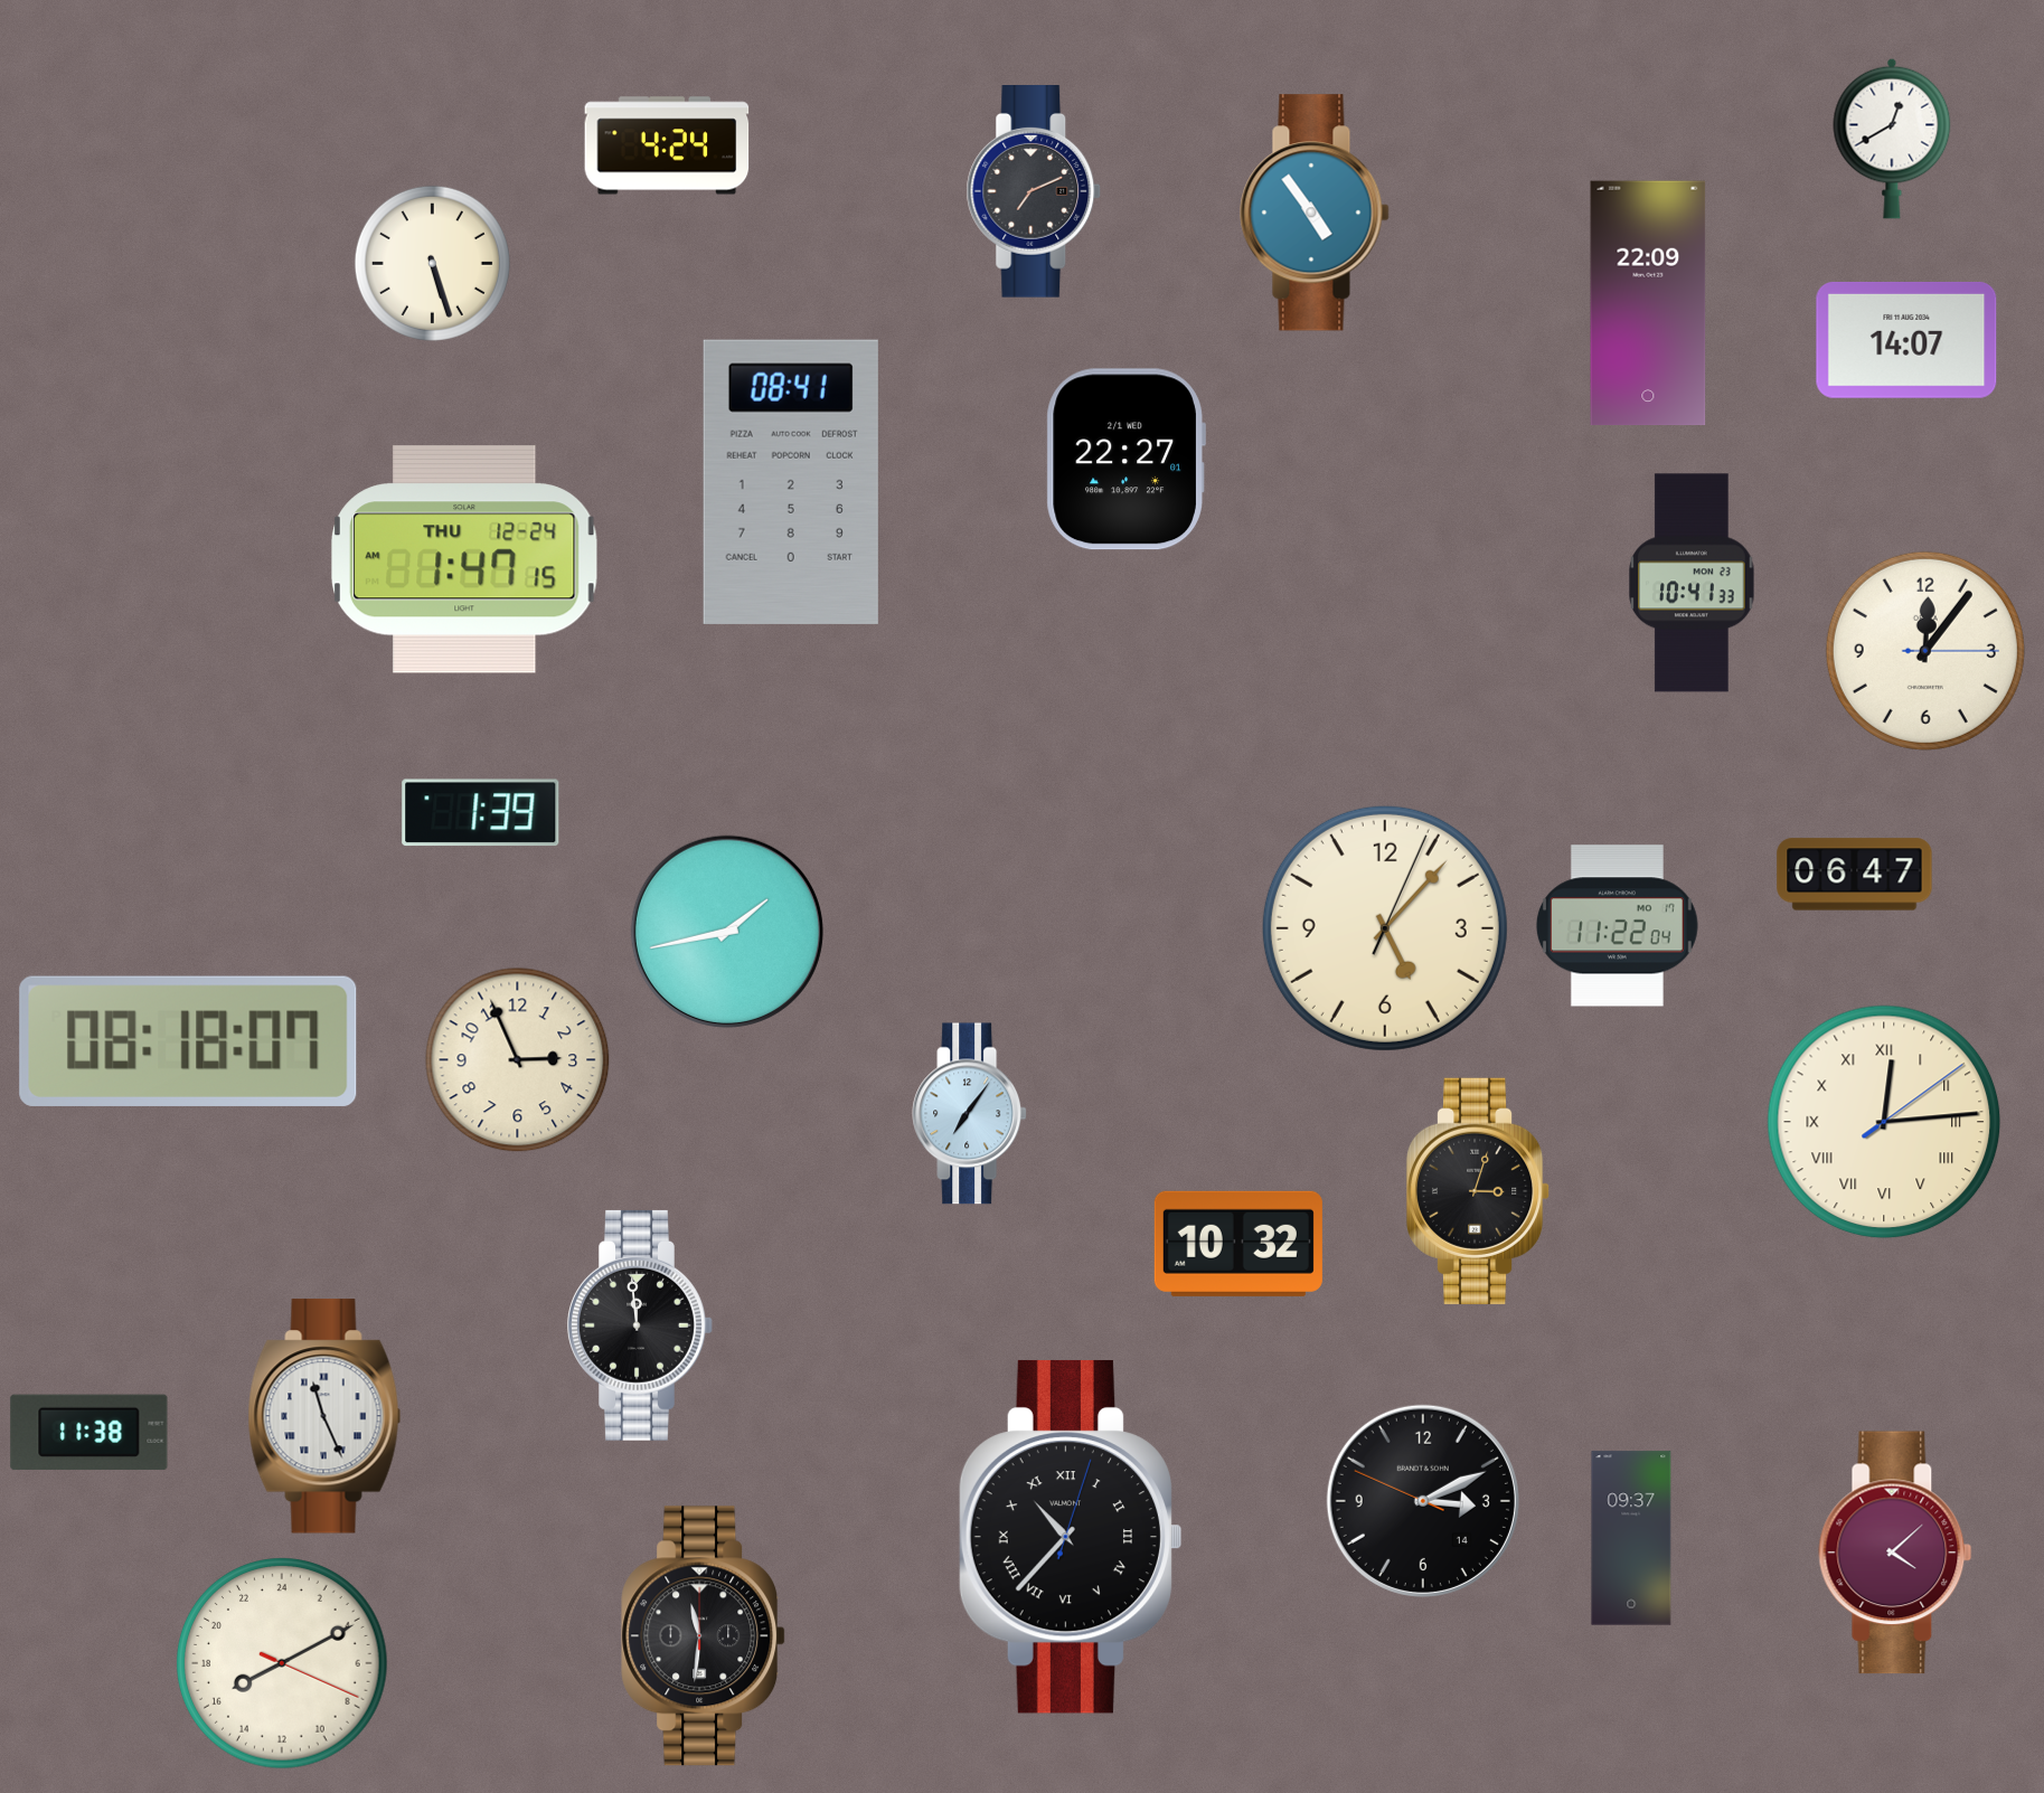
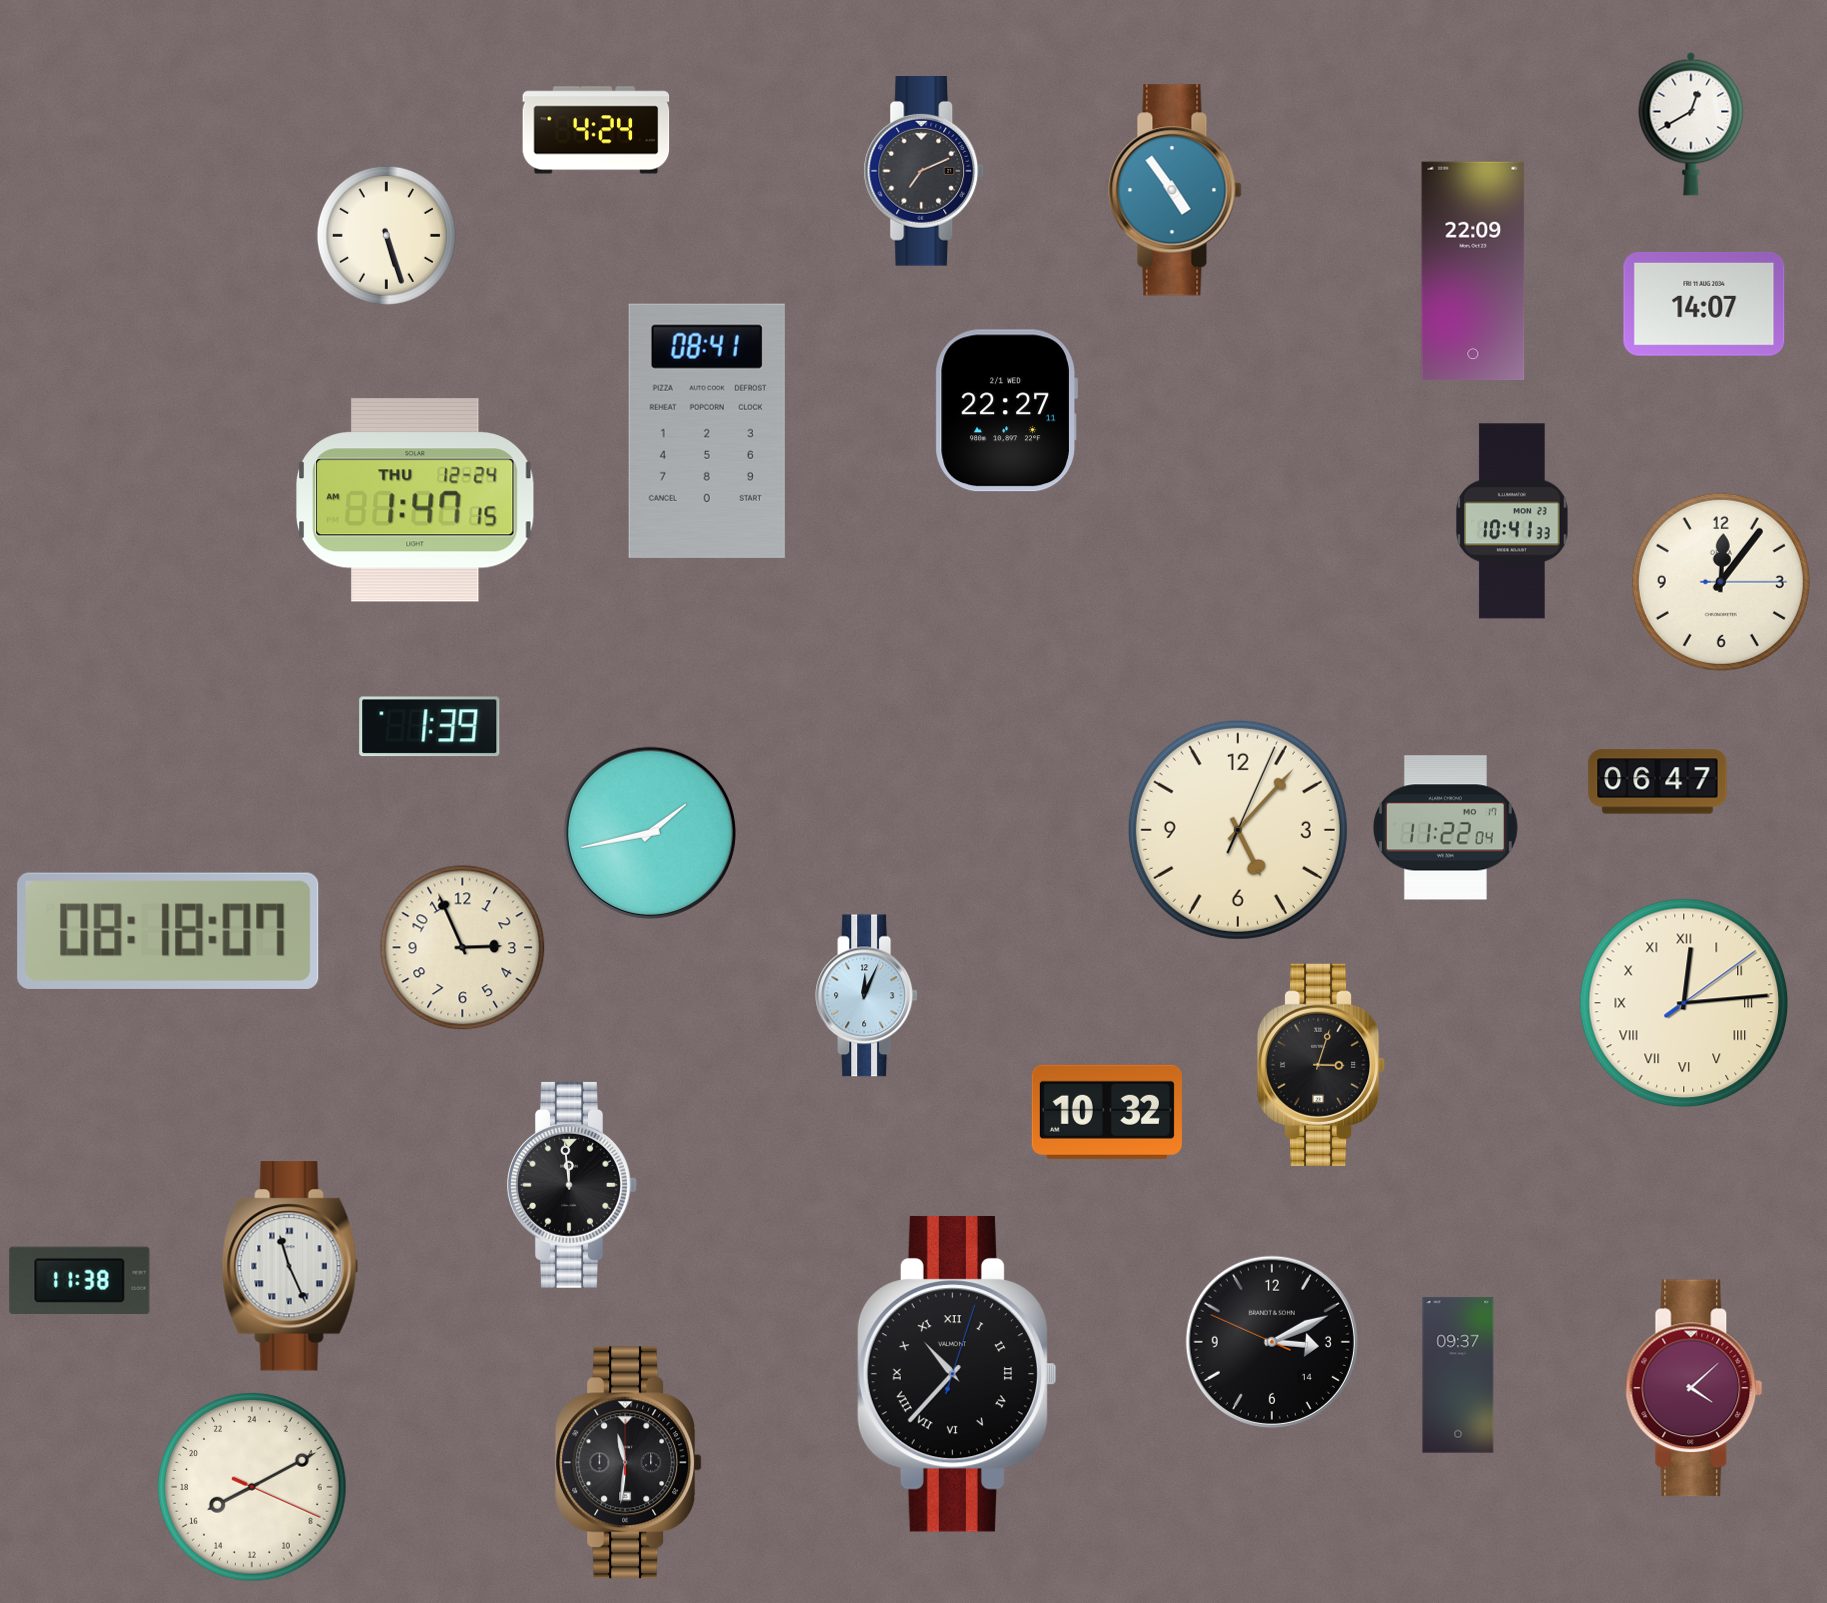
clock at (1125, 460): 22:27:01 -> 22:27:11
clock at (970, 1114): 7:06 -> 12:04
